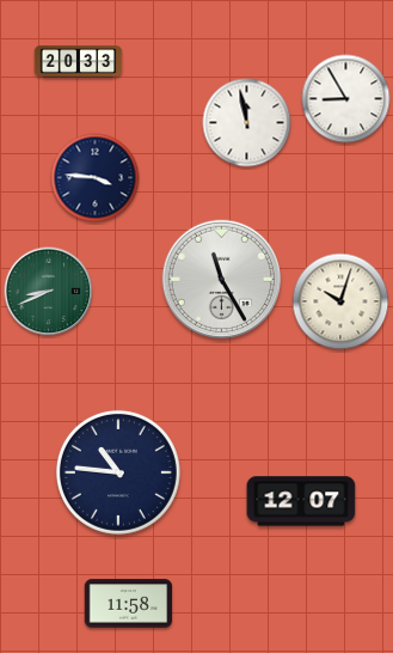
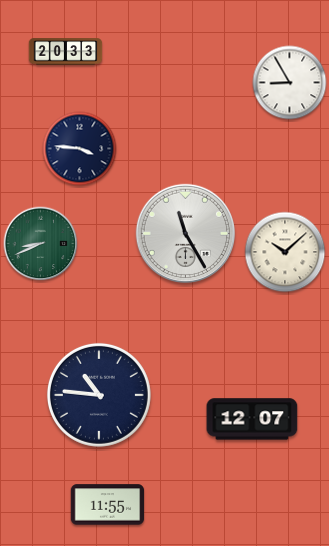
clock at (247, 123): 11:58 -> none
clock at (340, 301): 10:03 -> 10:08
clock at (129, 604): 11:58 -> 11:55
